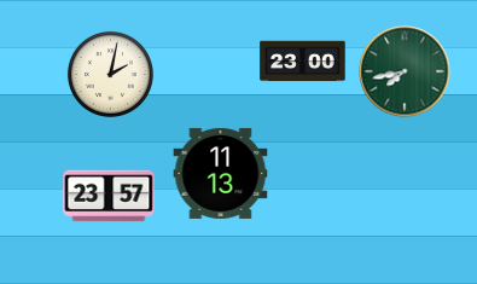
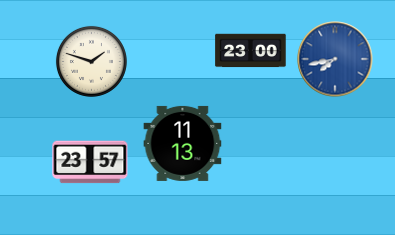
clock at (405, 71) dial: green -> blue
clock at (110, 74): 2:02 -> 1:48
